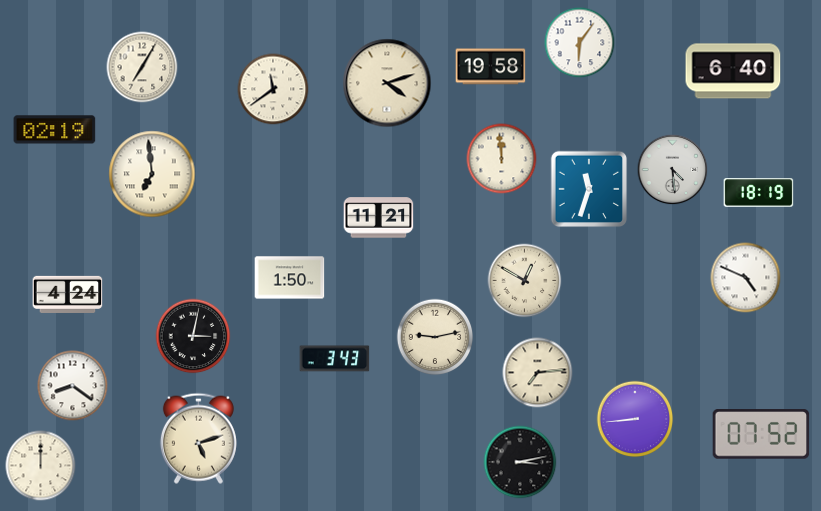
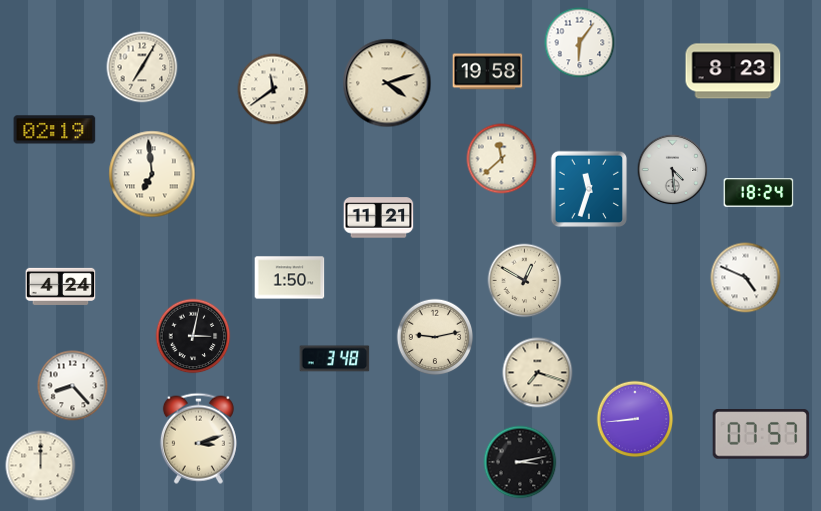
clock at (491, 67) position: (491, 67) -> (488, 72)
clock at (733, 71): 6:40 -> 8:23
clock at (502, 159): 11:59 -> 11:38
clock at (759, 193): 18:19 -> 18:24
clock at (68, 294) position: (68, 294) -> (61, 286)
clock at (335, 359): 3:43 -> 3:48
clock at (538, 373): 7:14 -> 7:18
clock at (73, 386): 8:21 -> 8:23
clock at (761, 434): 07:52 -> 07:57
clock at (198, 438): 5:12 -> 3:12
